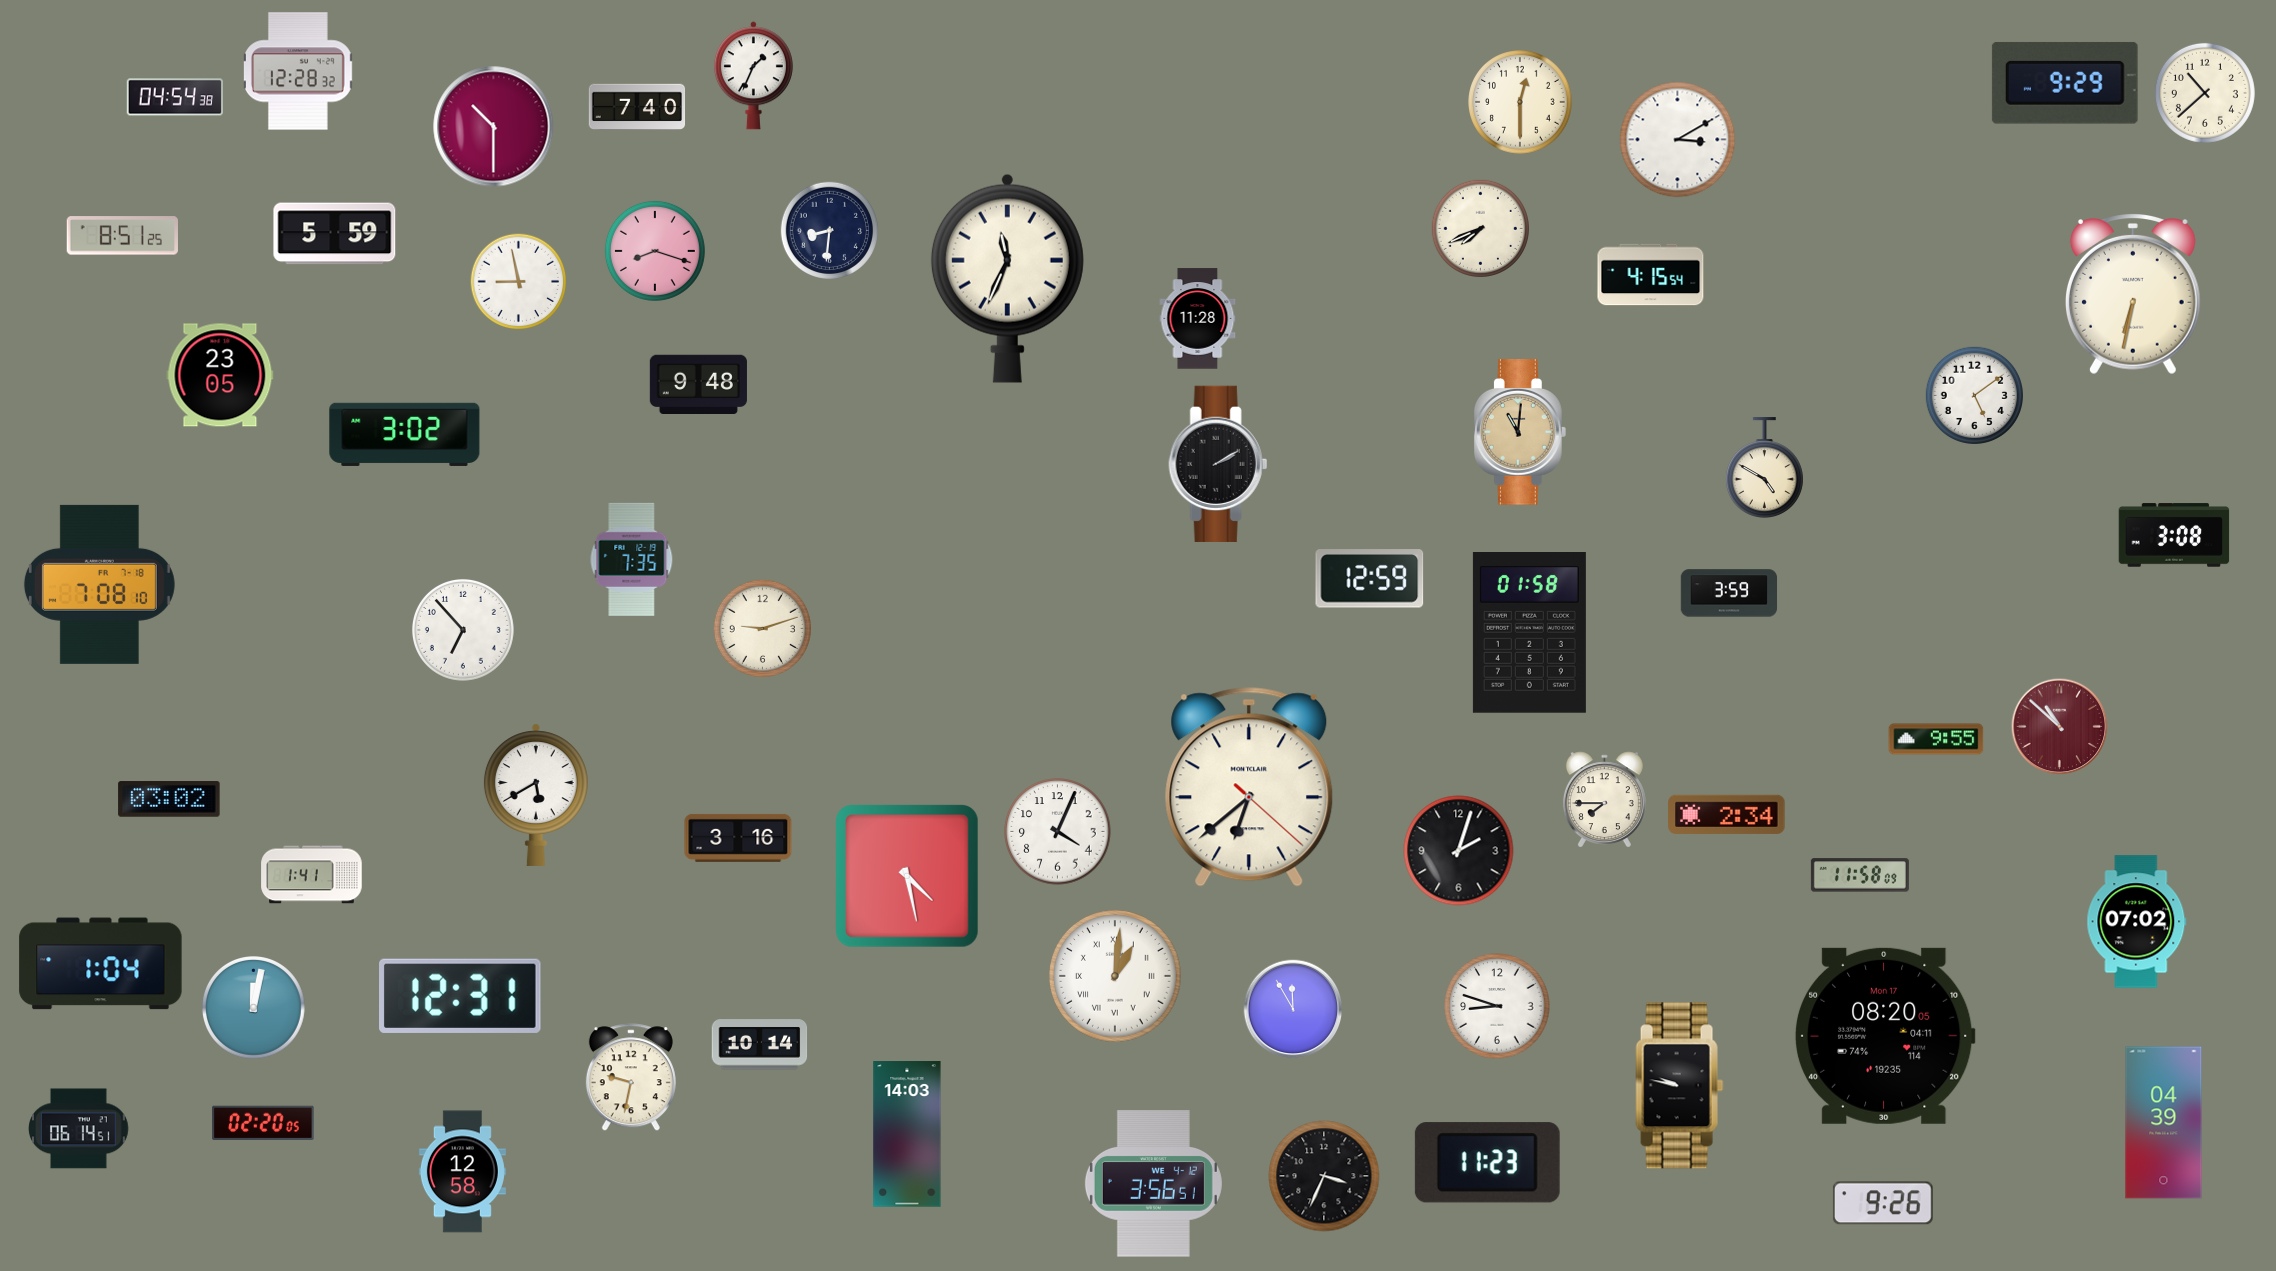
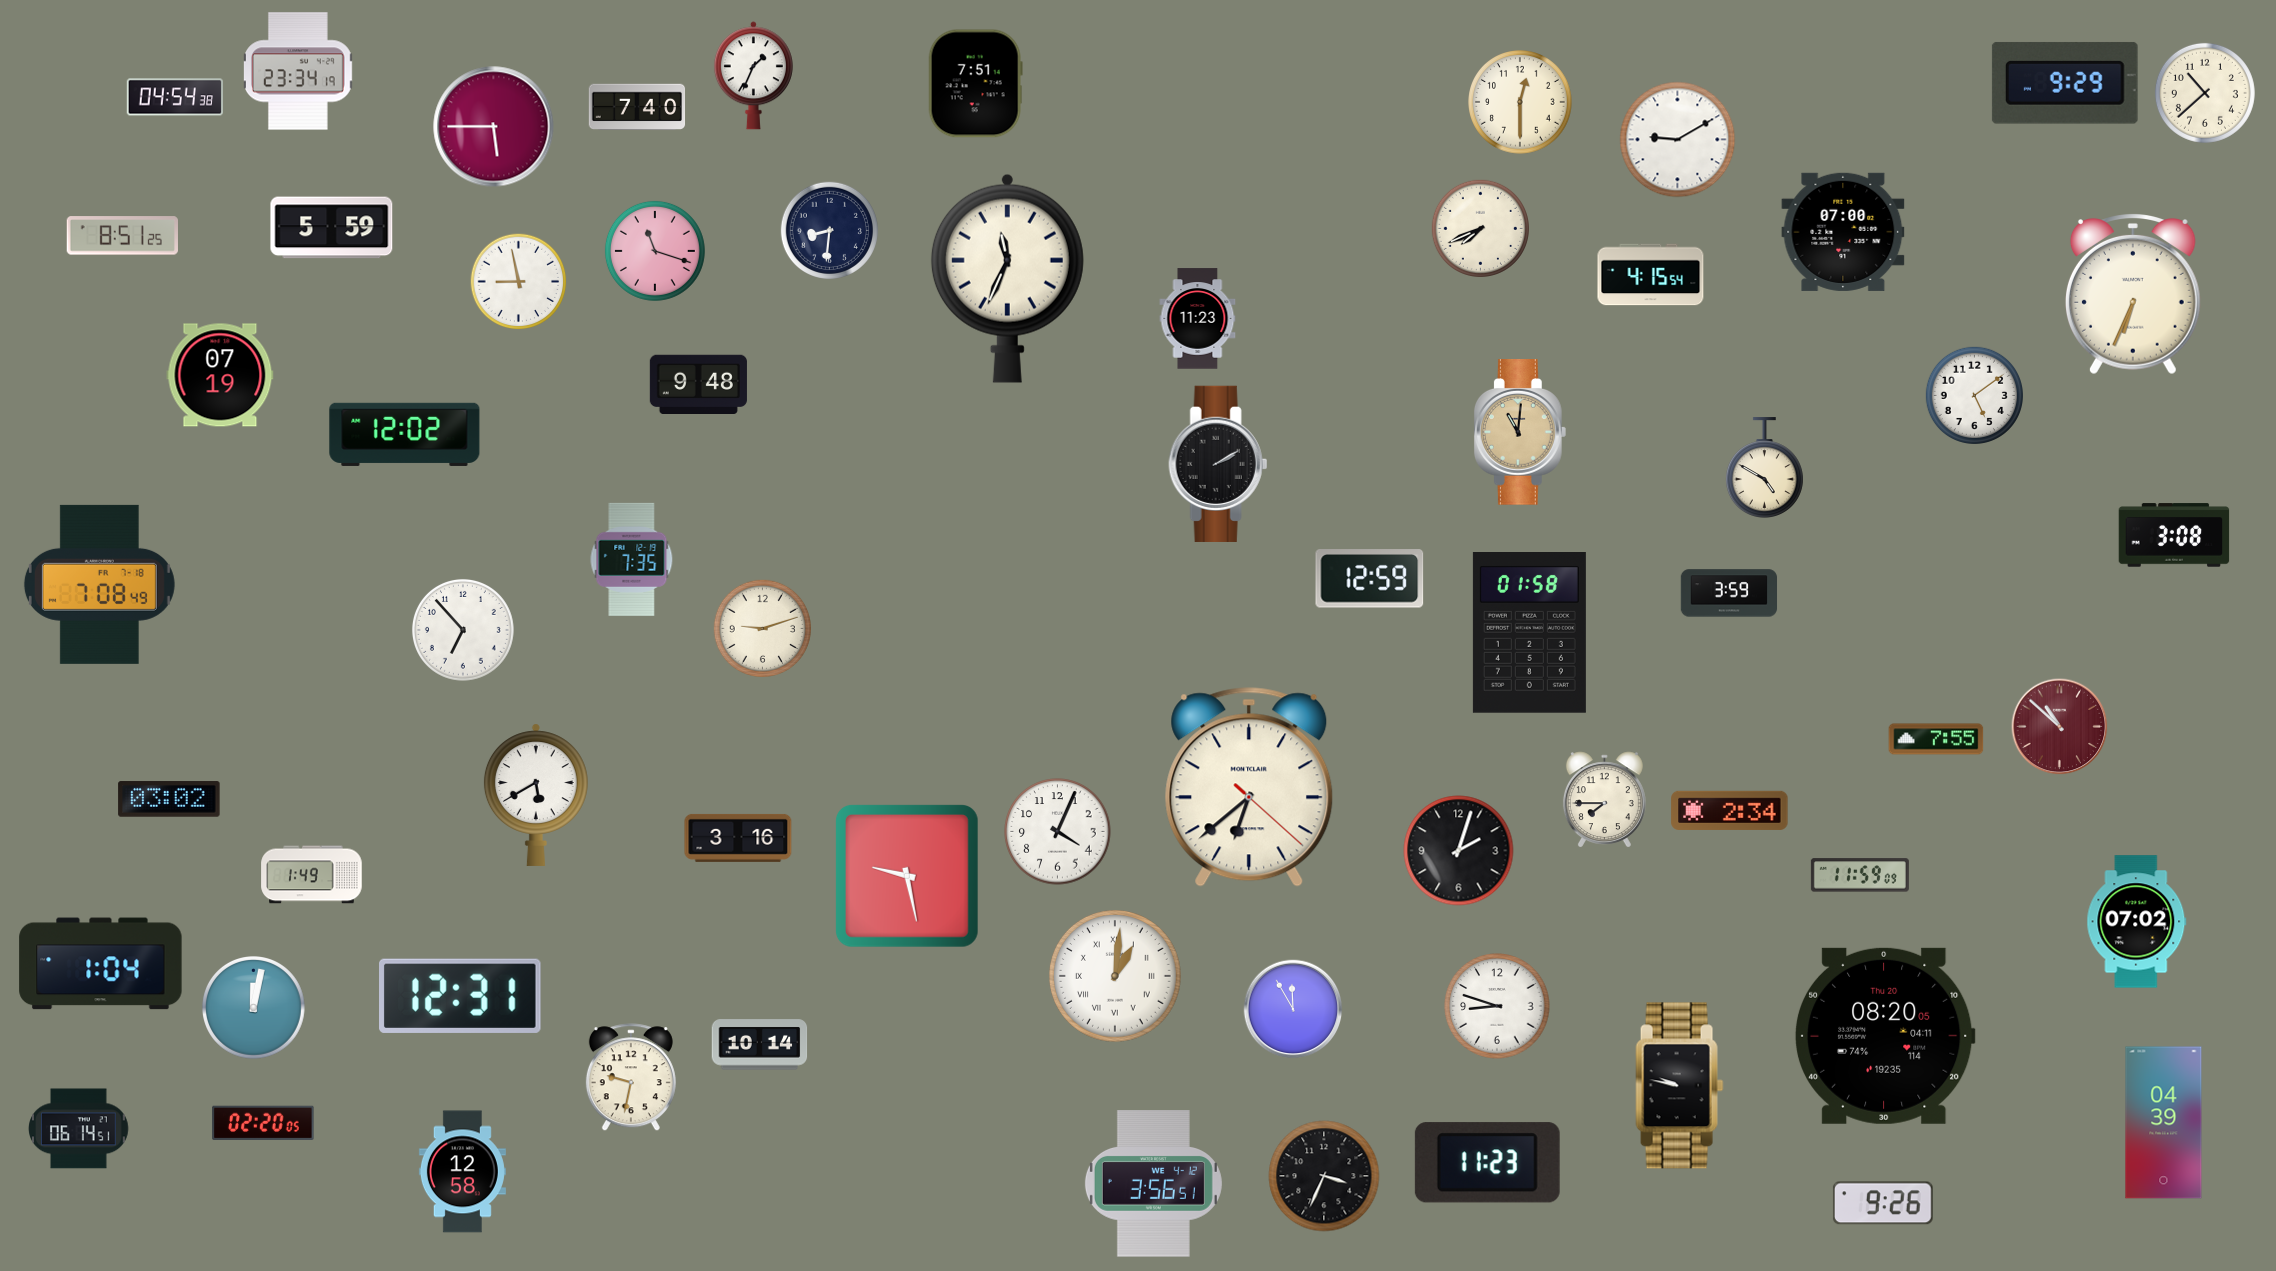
clock at (299, 71): 12:28 -> 23:34
clock at (975, 84): none -> 7:51
clock at (494, 127): 10:30 -> 5:45
clock at (1678, 140): 3:10 -> 9:10
clock at (1843, 232): none -> 07:00
clock at (335, 234) position: (335, 234) -> (332, 228)
clock at (655, 251): 8:18 -> 11:18
clock at (2133, 295): 6:32 -> 6:34
clock at (1198, 319): 11:28 -> 11:23
clock at (220, 375): 23:05 -> 07:19
clock at (405, 434): 3:02 -> 12:02
clock at (99, 584): 7:08:10 -> 7:08:49
clock at (1936, 739): 9:55 -> 7:55
clock at (1727, 814) position: (1727, 814) -> (1730, 810)
clock at (312, 875): 1:41 -> 1:49
clock at (1860, 875): 11:58 -> 11:59
clock at (907, 876): 4:28 -> 9:28
clock at (1885, 1036) date: Mon 17 -> Thu 20
clock at (907, 1134): 14:03 -> none
